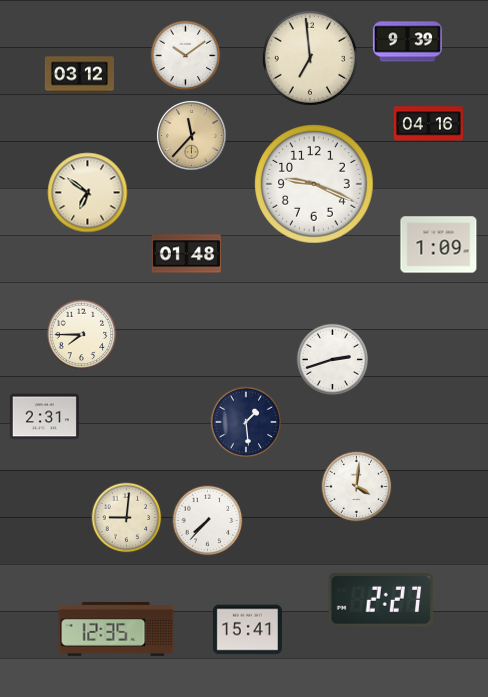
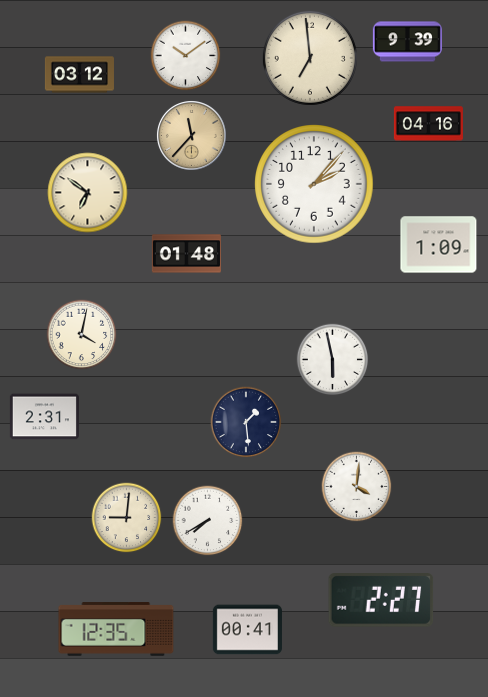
clock at (314, 184): 9:19 -> 2:07
clock at (82, 335): 7:45 -> 4:02
clock at (333, 360): 2:42 -> 5:58
clock at (208, 521): 7:37 -> 7:40
clock at (247, 630): 15:41 -> 00:41
